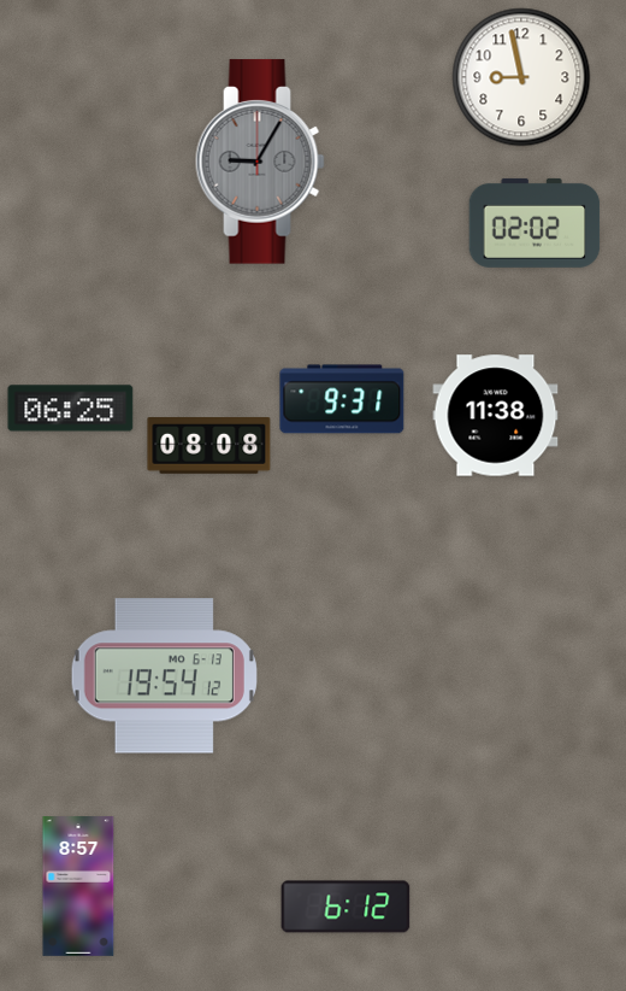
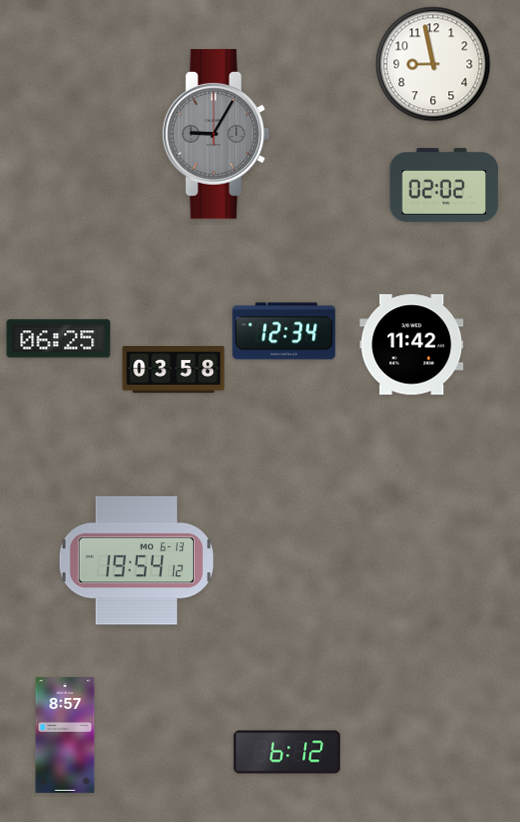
clock at (342, 399): 9:31 -> 12:34
clock at (496, 416): 11:38 -> 11:42
clock at (209, 446): 08:08 -> 03:58
